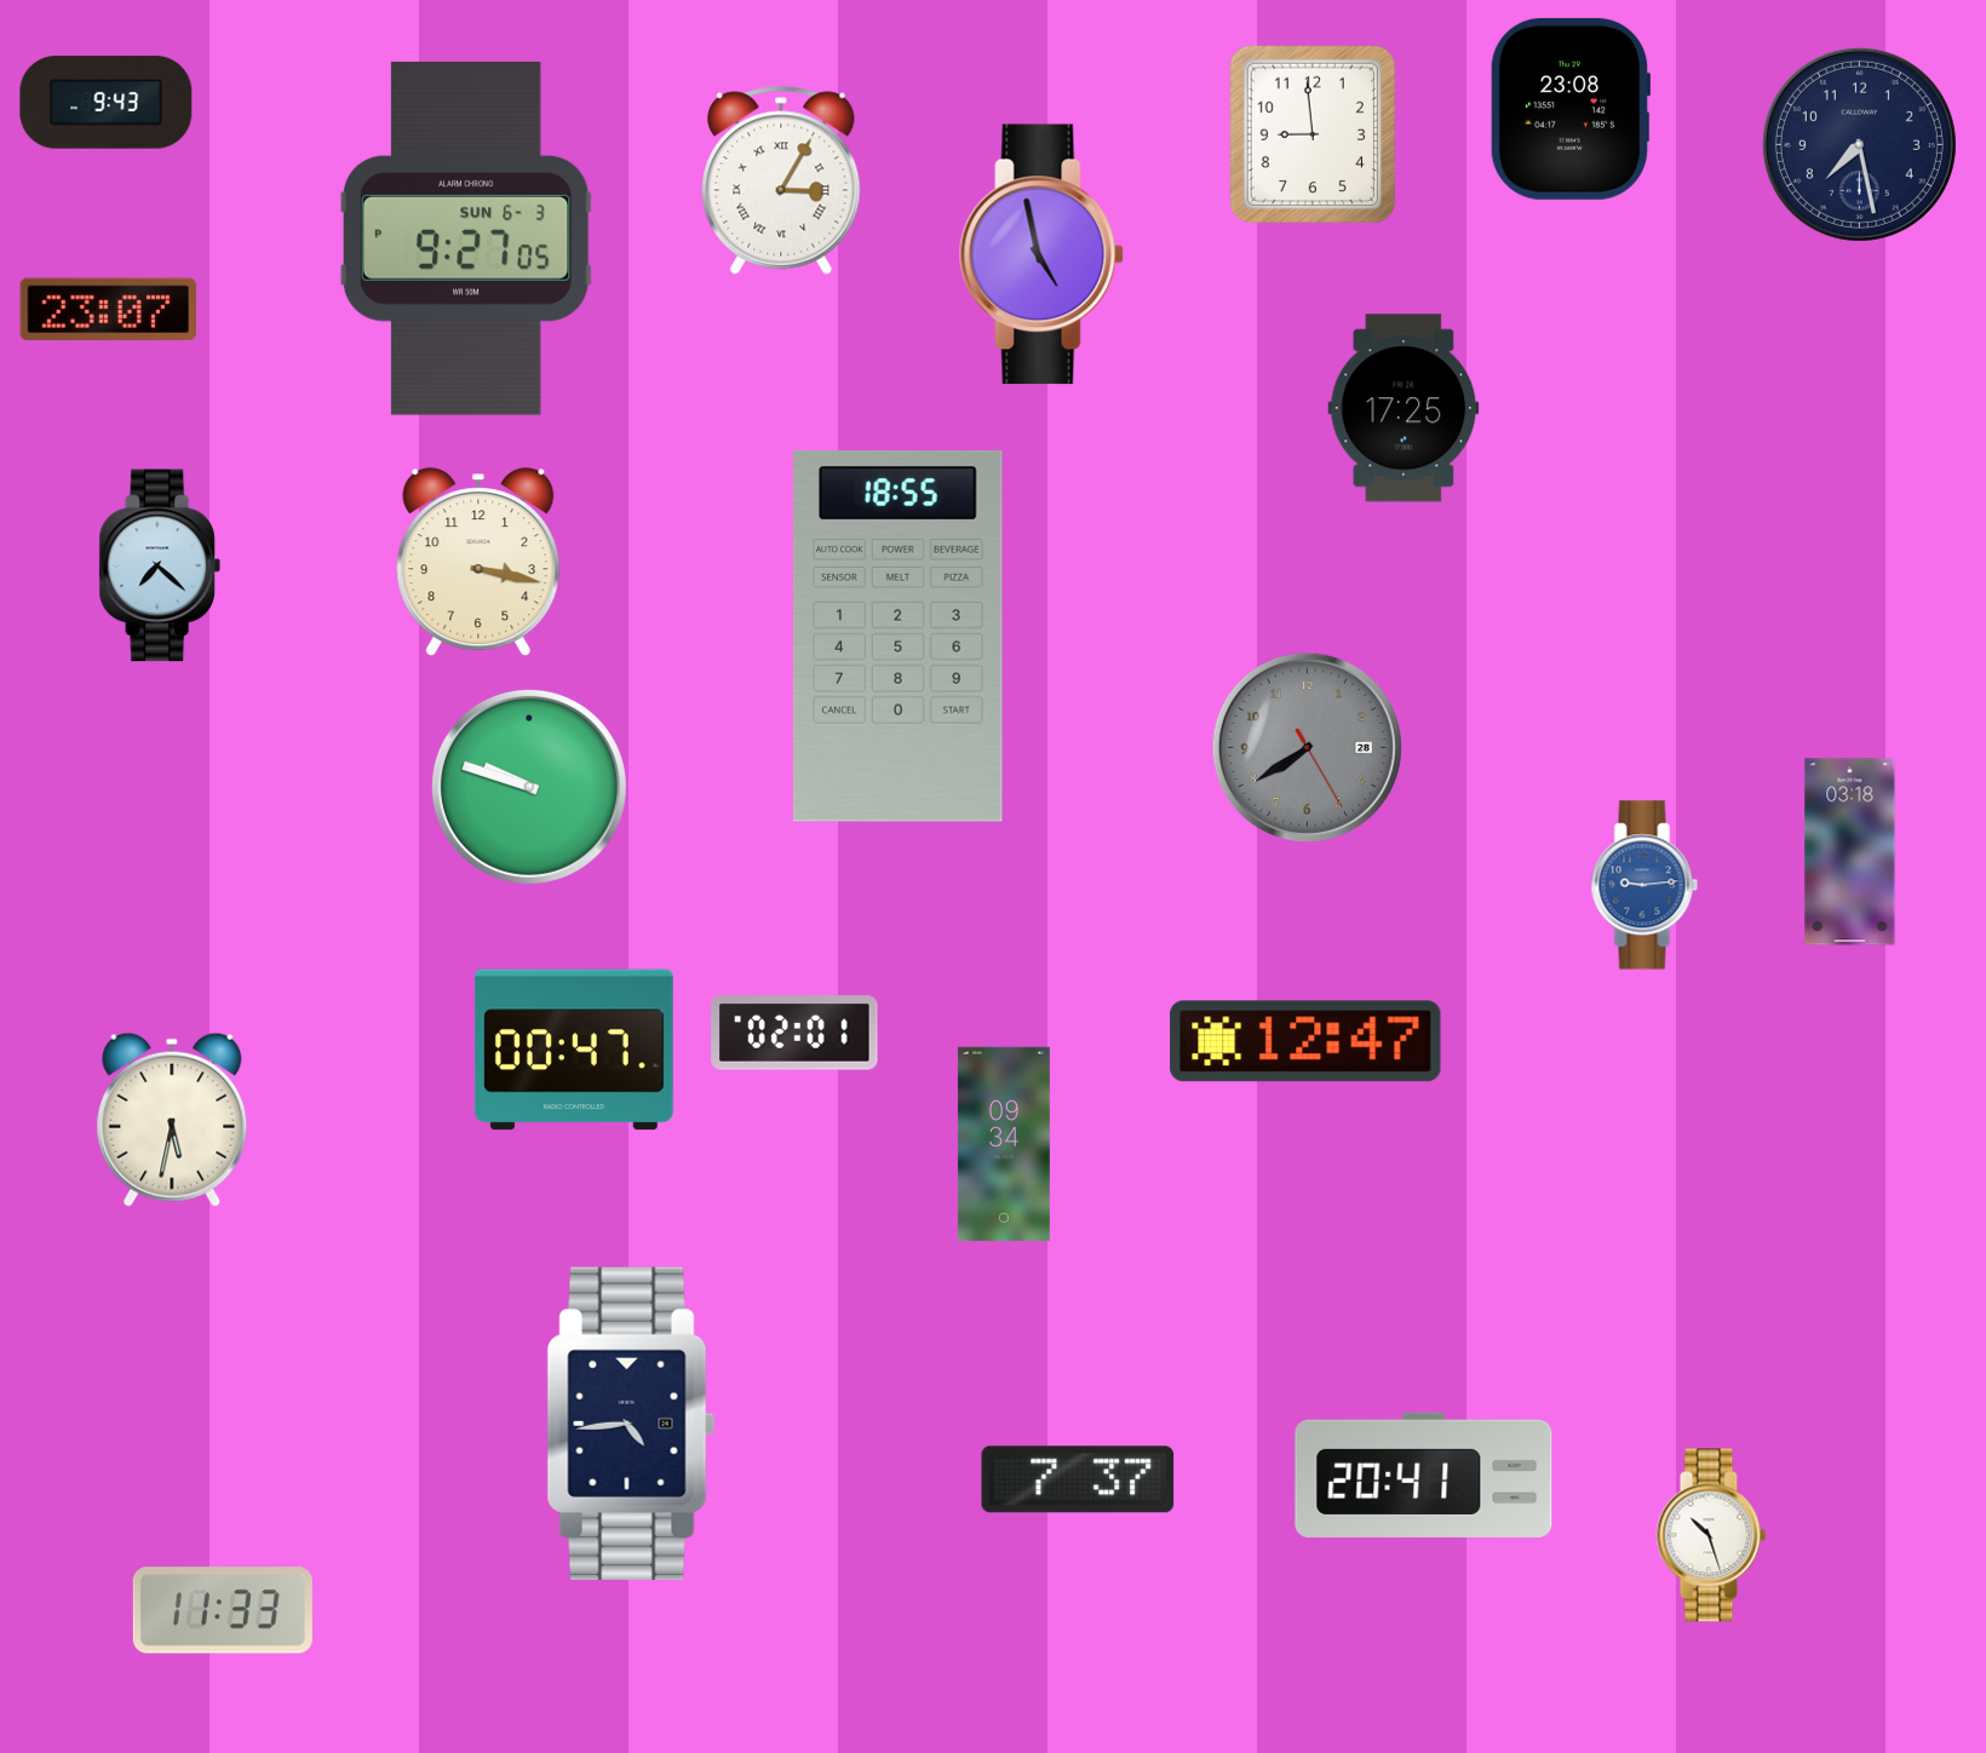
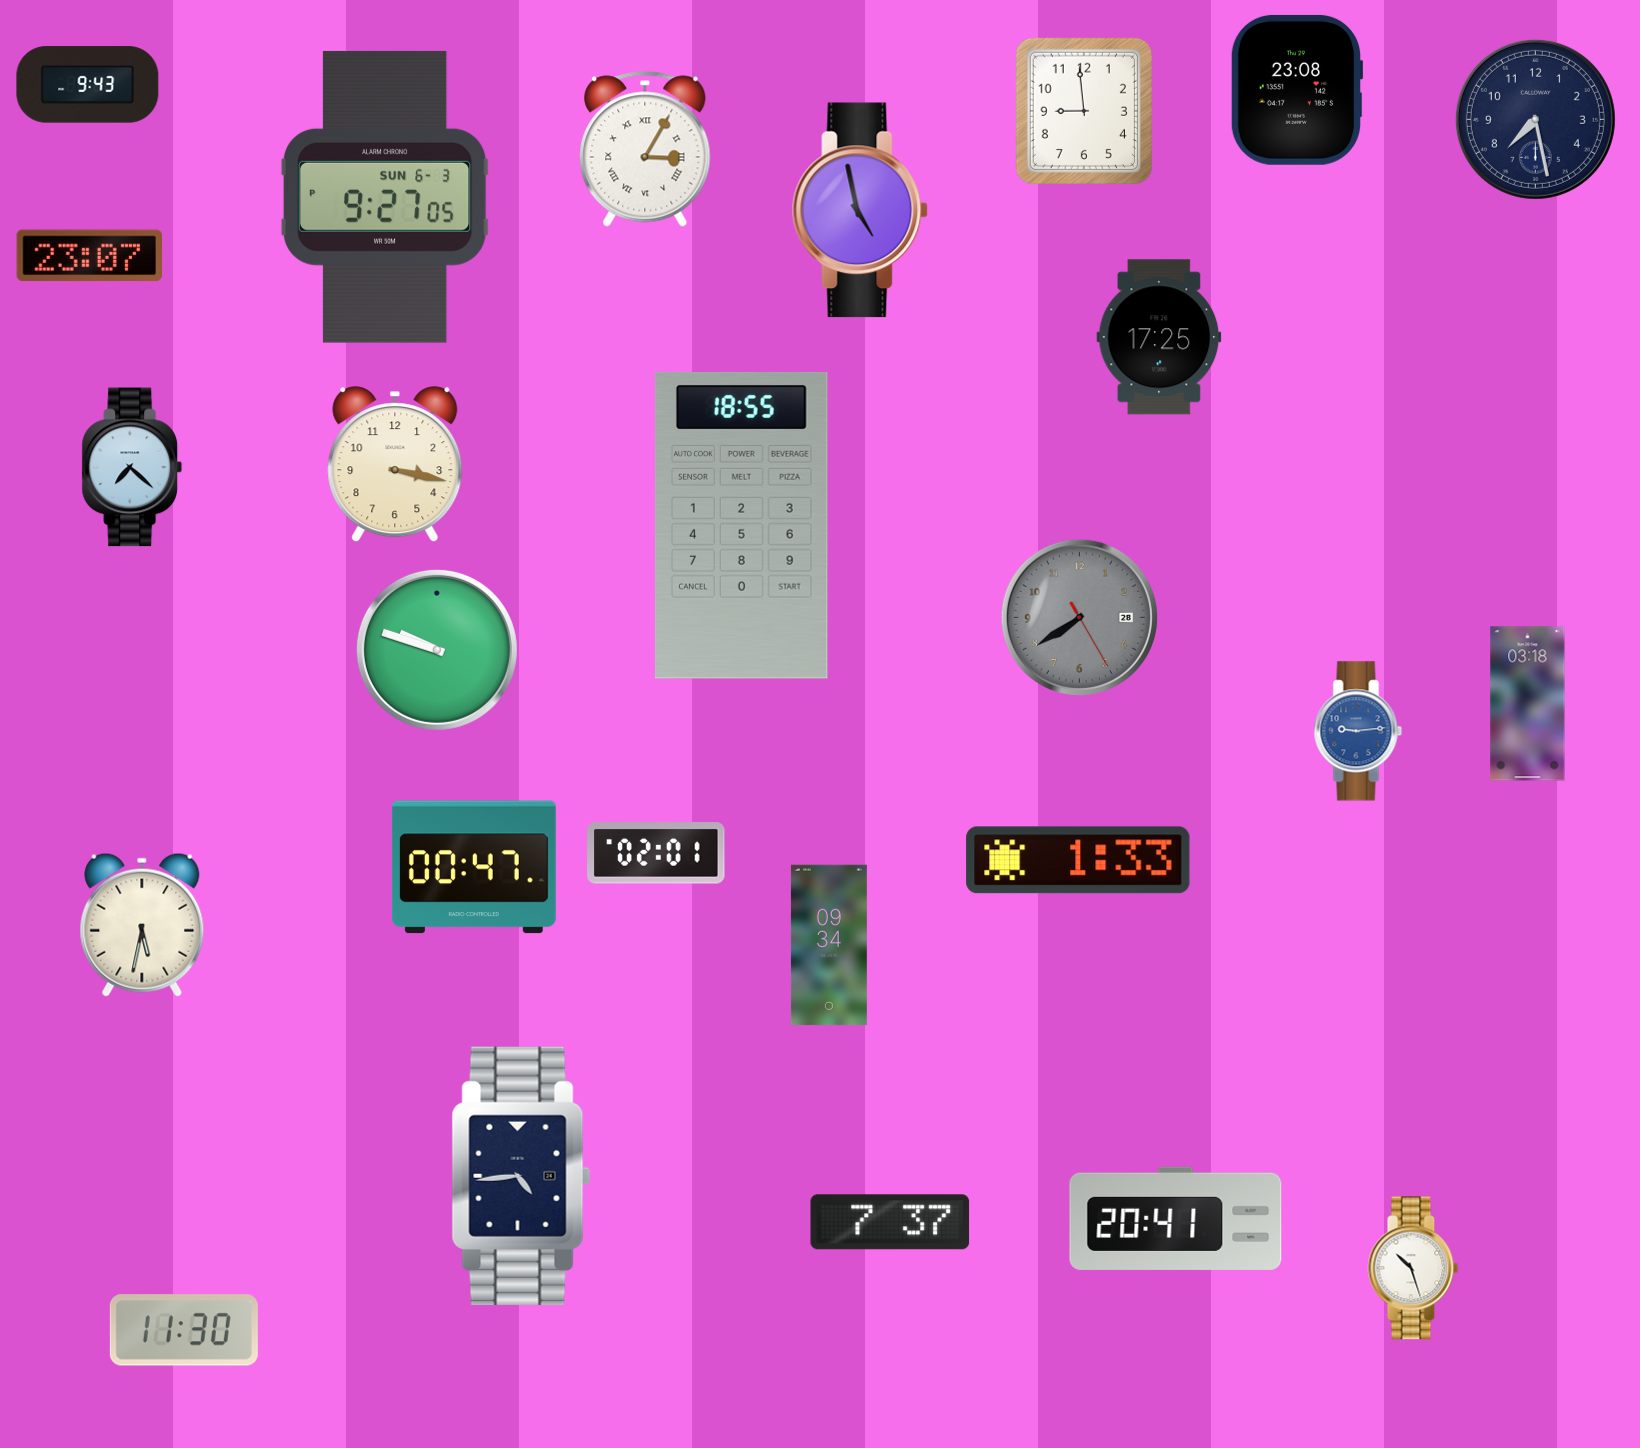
clock at (1305, 1041): 12:47 -> 1:33
clock at (223, 1610): 11:33 -> 11:30
